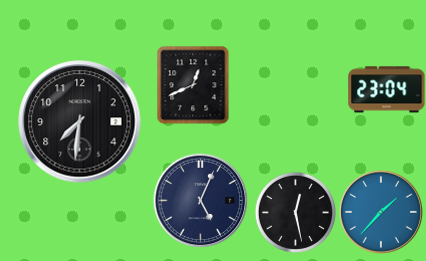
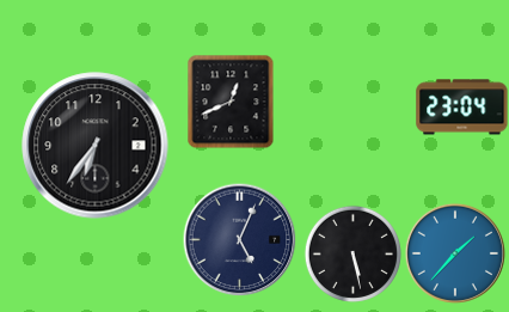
clock at (80, 122): 7:31 -> 6:36
clock at (295, 212): 12:28 -> 5:28
